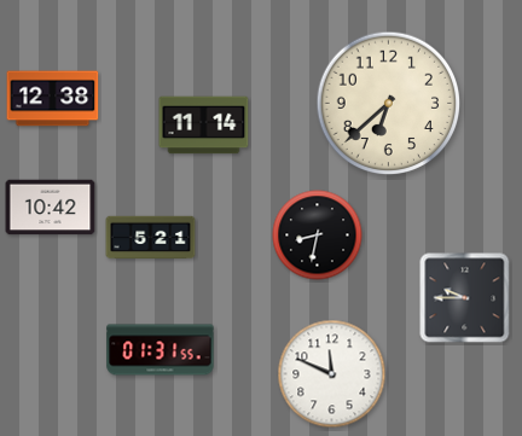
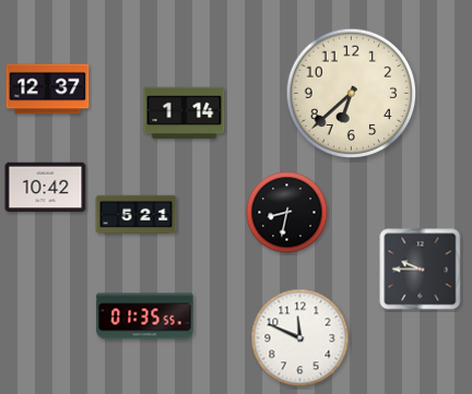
clock at (53, 99): 12:38 -> 12:37
clock at (204, 126): 11:14 -> 1:14
clock at (161, 350): 01:31 -> 01:35
